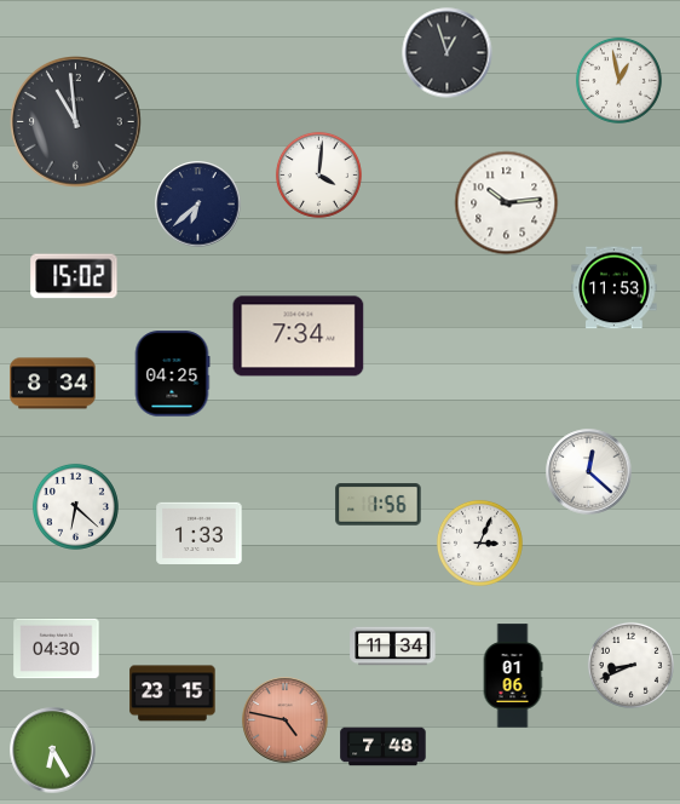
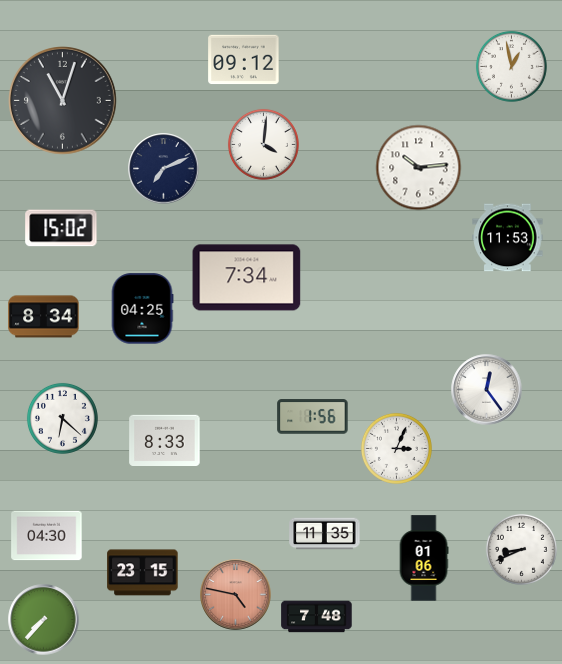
clock at (448, 53): 12:57 -> none
clock at (244, 60): none -> 09:12
clock at (76, 122): 10:59 -> 11:03
clock at (198, 205): 6:38 -> 7:11
clock at (589, 472): 12:22 -> 12:24
clock at (200, 533): 1:33 -> 8:33
clock at (393, 647): 11:34 -> 11:35
clock at (53, 751): 6:25 -> 7:37
